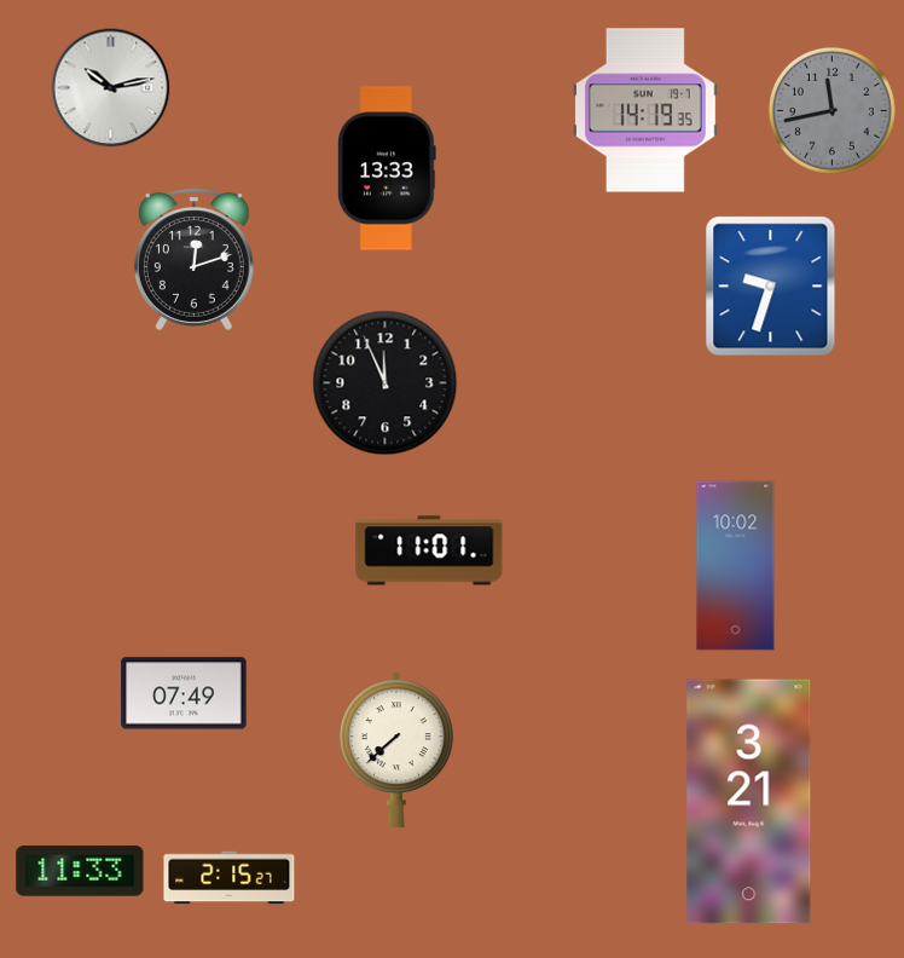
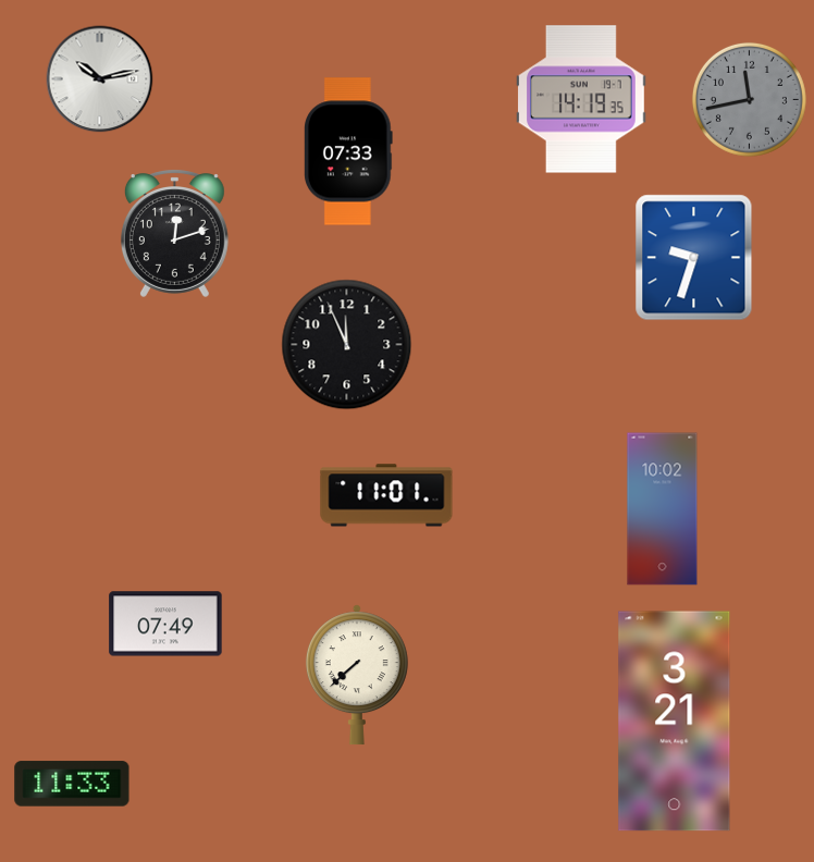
clock at (388, 168): 13:33 -> 07:33
clock at (230, 878): 2:15 -> none
